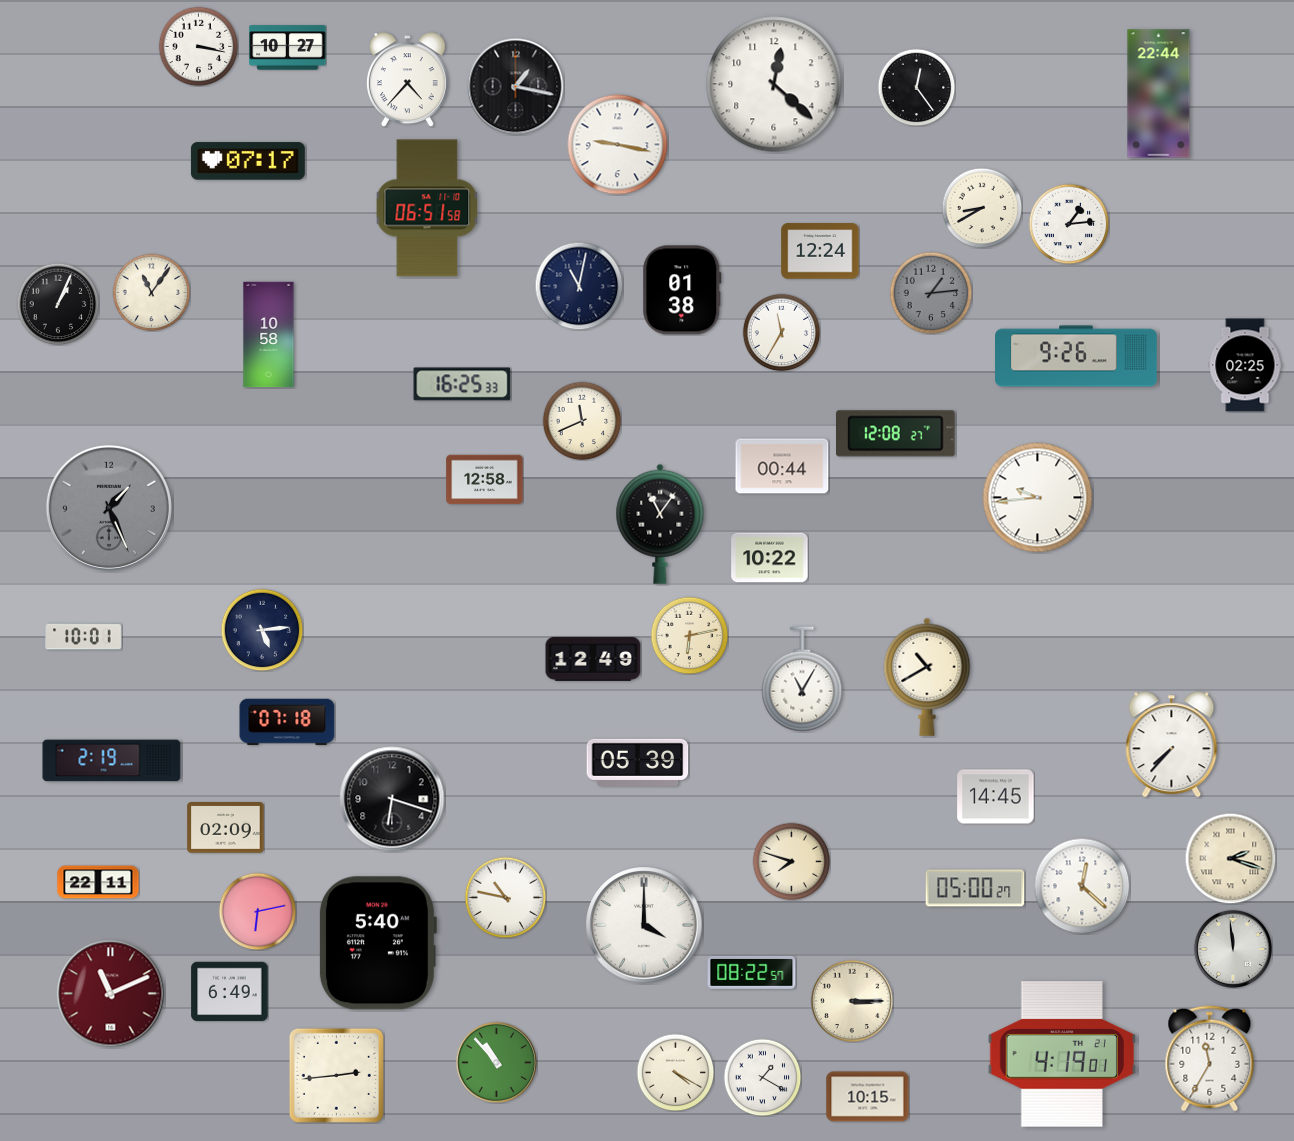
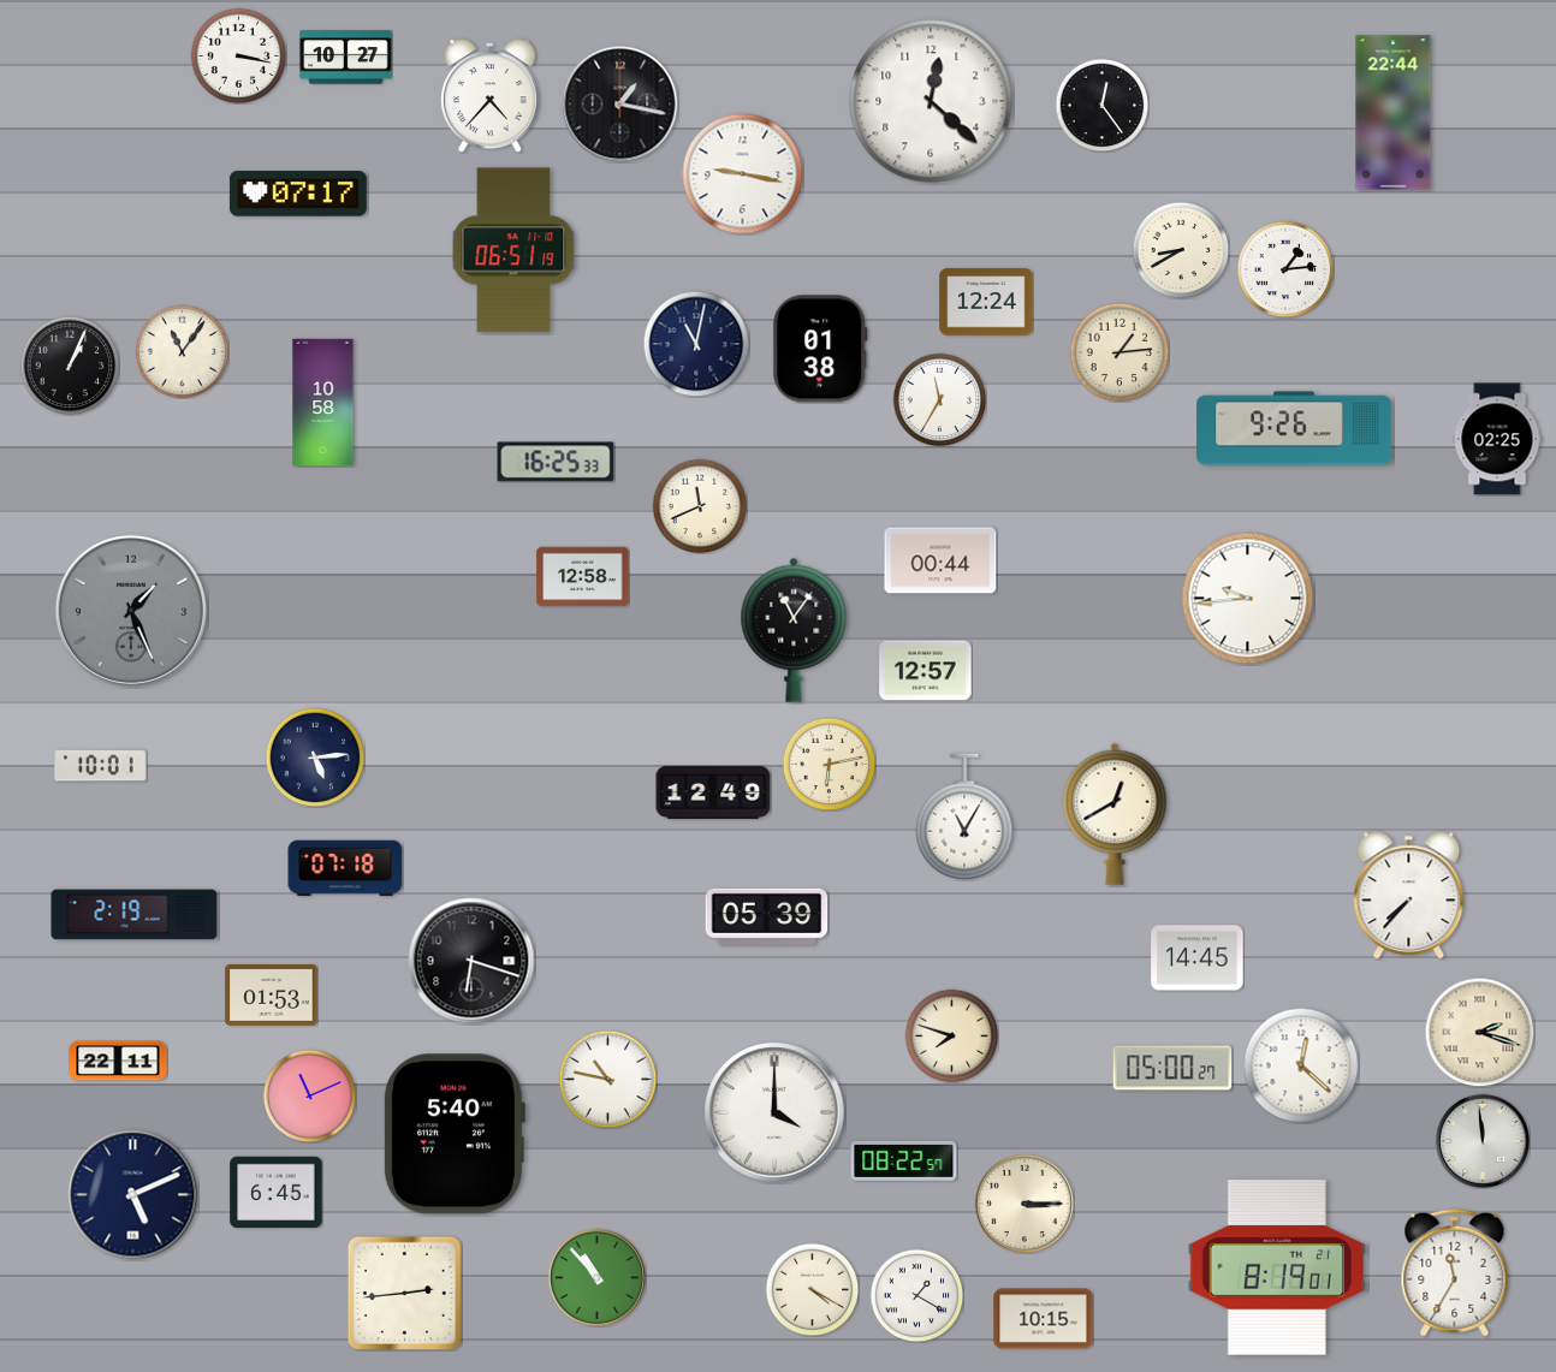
clock at (427, 208): 06:51:58 -> 06:51:19
clock at (931, 293) dial: grey -> cream
clock at (896, 434): 12:08 -> none
clock at (770, 558): 10:22 -> 12:57
clock at (927, 677): 10:40 -> 12:40
clock at (226, 828): 02:09 -> 01:53
clock at (257, 911): 6:13 -> 11:11
clock at (752, 972) position: (752, 972) -> (904, 1160)
clock at (230, 992): 6:49 -> 6:45
clock at (111, 994): 11:11 -> 5:11
clock at (111, 994) dial: burgundy -> navy
clock at (1061, 1054): 4:19 -> 8:19
